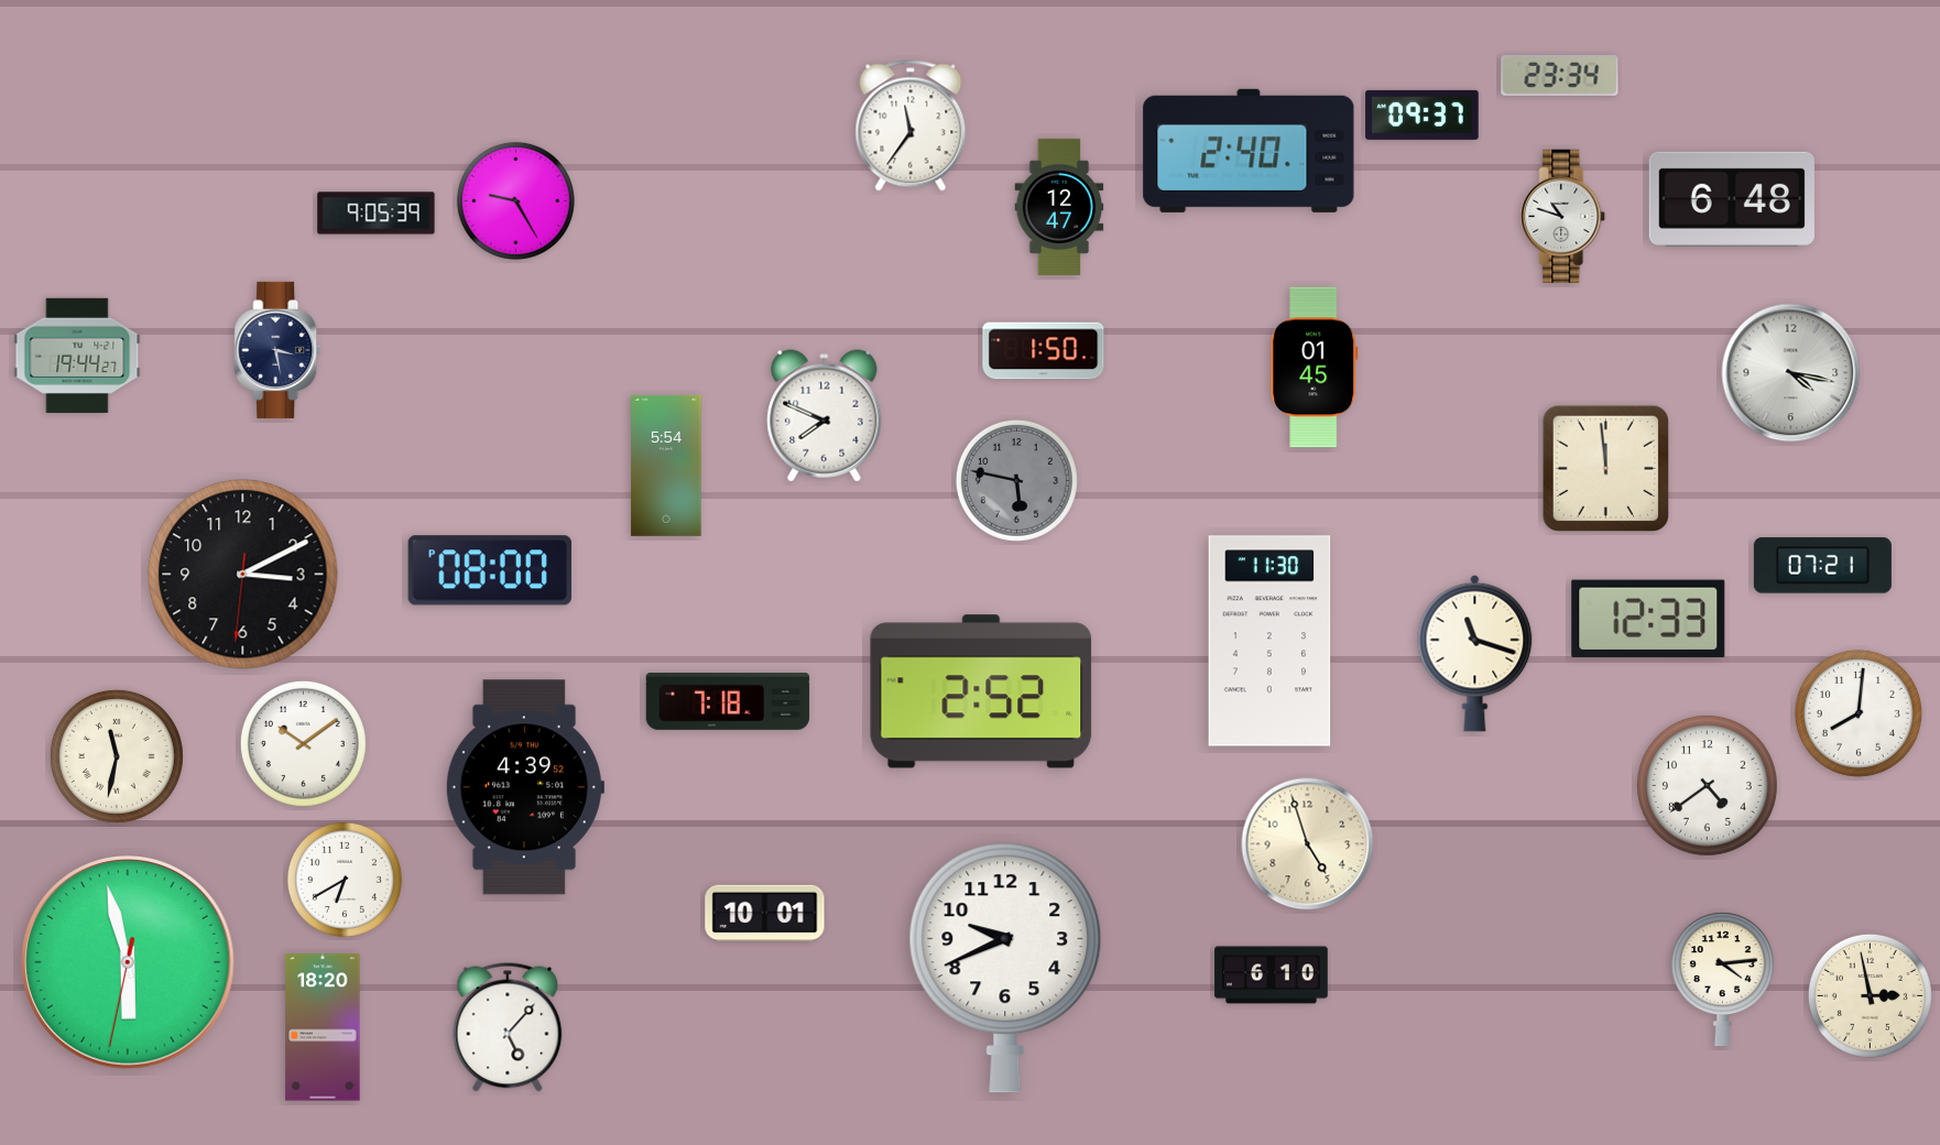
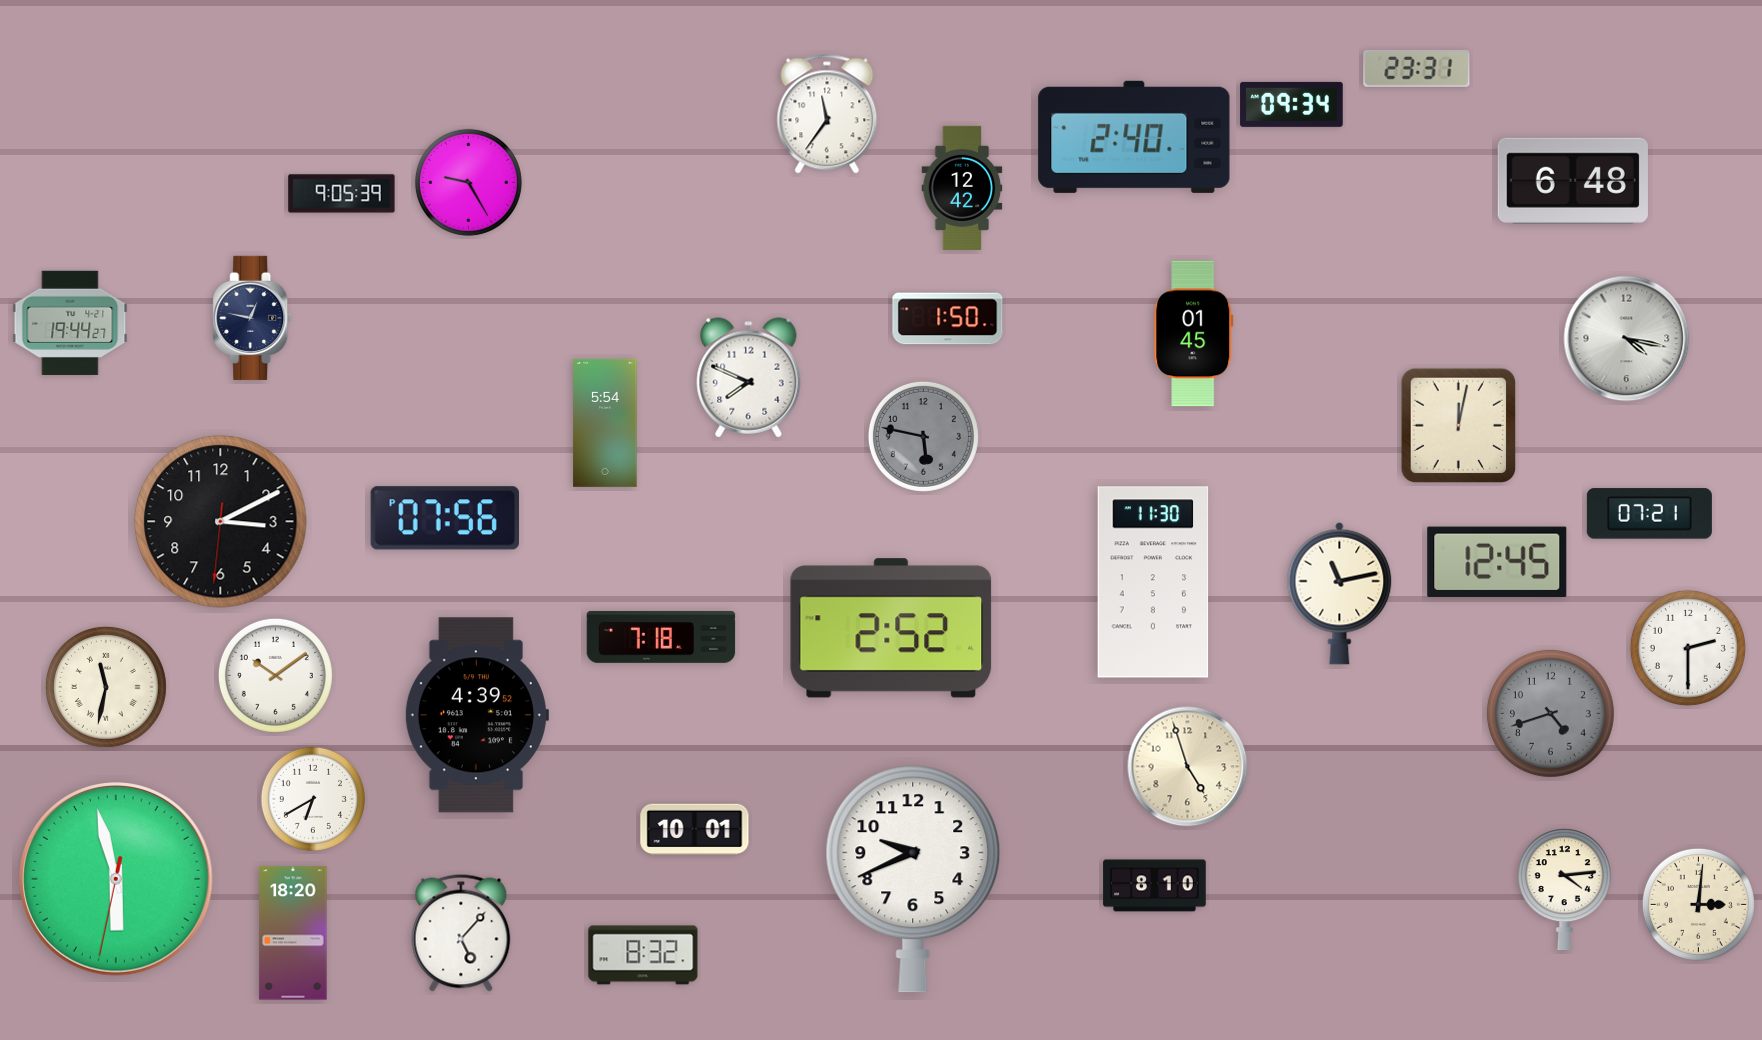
clock at (1560, 75): 23:34 -> 23:31
clock at (1423, 115): 09:37 -> 09:34
clock at (1059, 207): 12:47 -> 12:42
clock at (1563, 217): 10:48 -> none
clock at (277, 350): 3:28 -> 12:47
clock at (1606, 469): 11:59 -> 12:02
clock at (1822, 566) position: (1822, 566) -> (1649, 514)
clock at (490, 570): 08:00 -> 07:56
clock at (1648, 619): 12:33 -> 12:45
clock at (1475, 653): 11:18 -> 11:13
clock at (1859, 713): 8:01 -> 2:30
clock at (1707, 785): 4:39 -> 4:42
clock at (1707, 785) dial: white -> grey
clock at (129, 963) position: (129, 963) -> (117, 880)
clock at (1272, 975): 6:10 -> 8:10
clock at (1870, 995): 2:58 -> 3:01
clock at (643, 955): none -> 8:32
